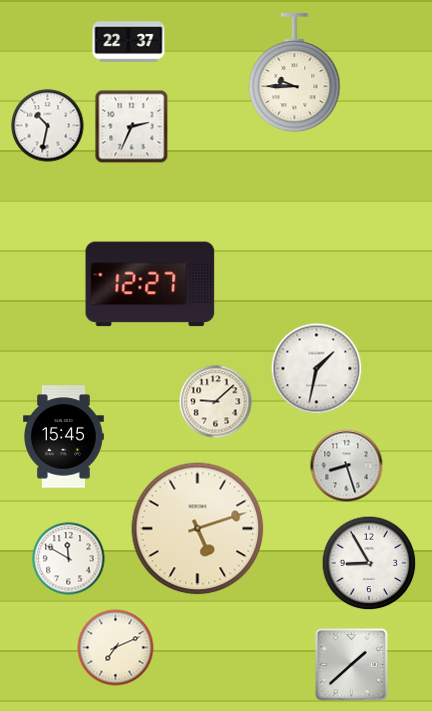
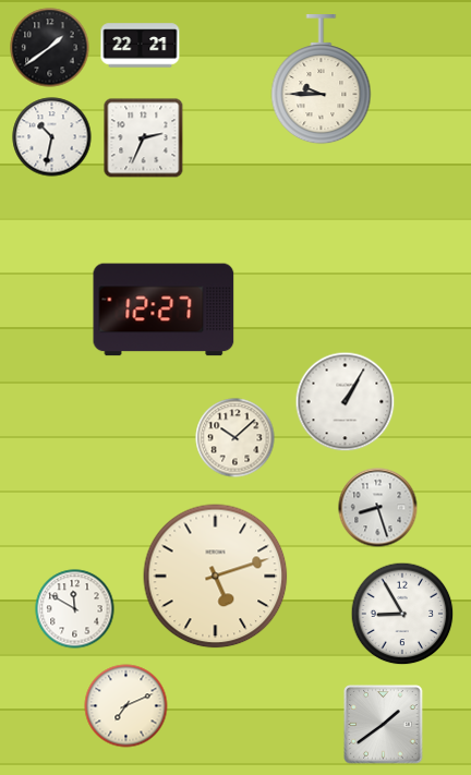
clock at (129, 42): 22:37 -> 22:21
clock at (50, 48): none -> 1:39
clock at (317, 369): 1:32 -> 1:05
clock at (216, 402): 9:08 -> 10:08
clock at (64, 437): 15:45 -> none
clock at (352, 665): 1:38 -> 1:39
